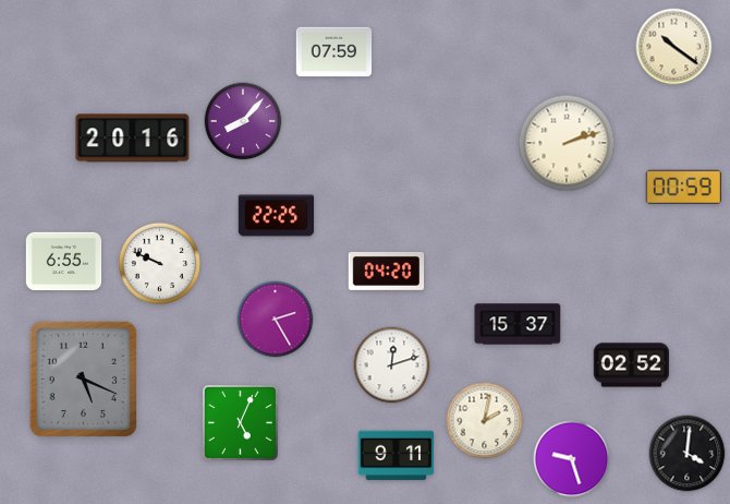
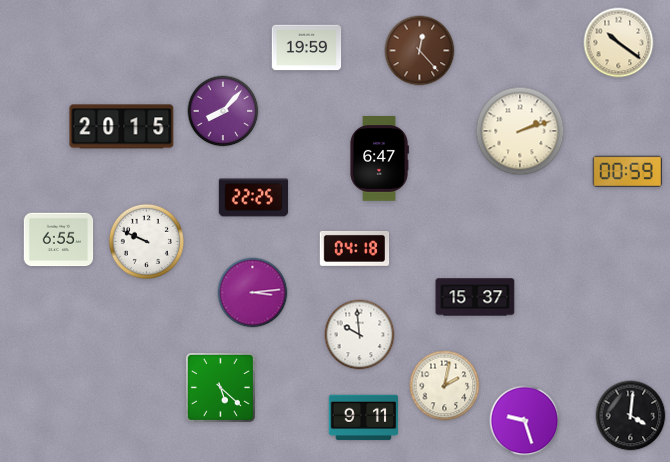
clock at (334, 52): 07:59 -> 19:59
clock at (420, 51): none -> 12:23
clock at (133, 139): 20:16 -> 20:15
clock at (379, 159): none -> 6:47
clock at (387, 271): 04:20 -> 04:18
clock at (276, 320): 2:25 -> 3:14
clock at (392, 365): 12:12 -> 9:59
clock at (632, 365): 02:52 -> none
clock at (83, 379): 5:19 -> none
clock at (241, 423): 5:04 -> 5:22
